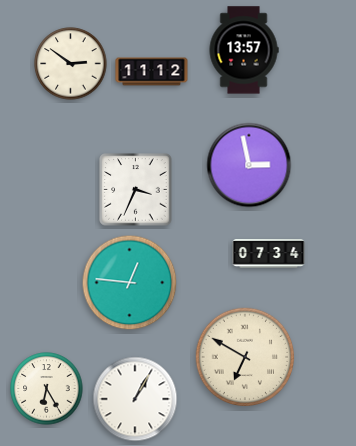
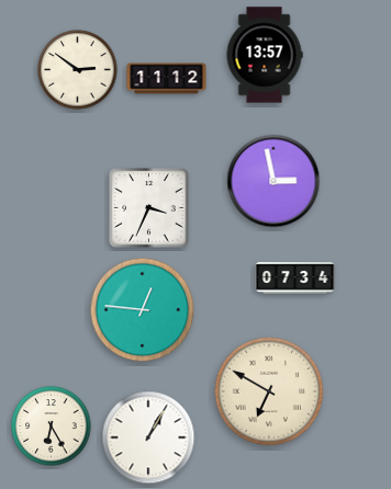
clock at (244, 50) position: (244, 50) -> (265, 55)
